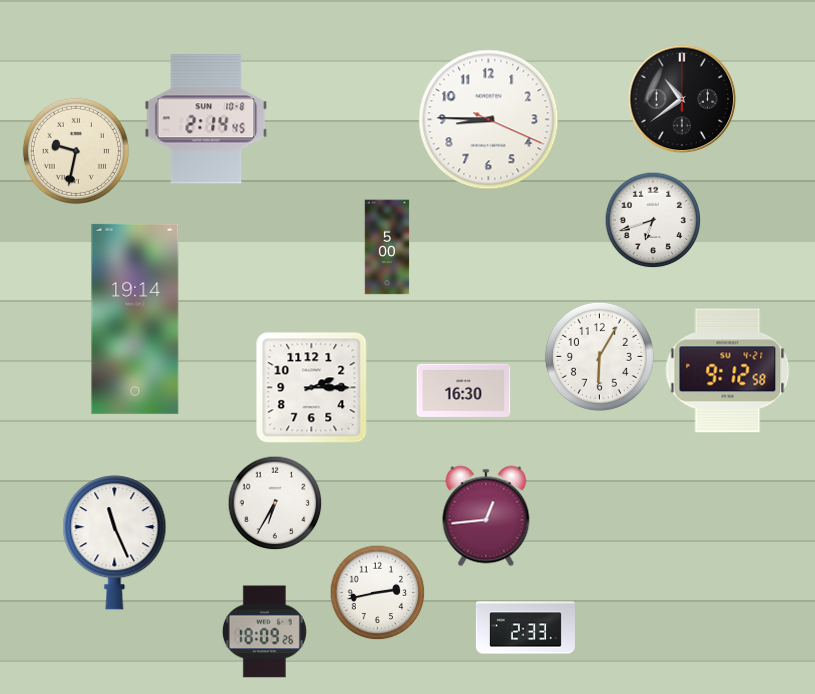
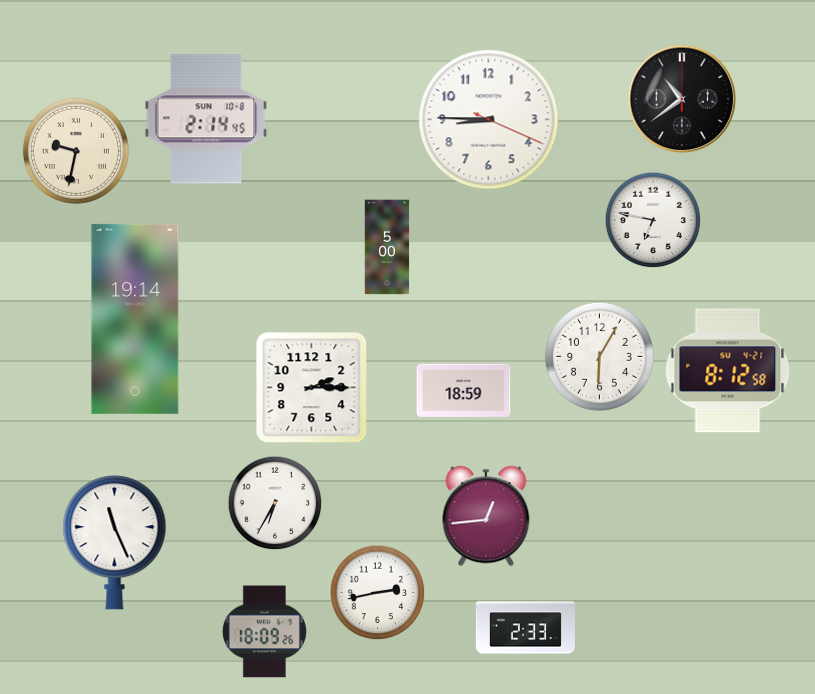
clock at (653, 220): 6:42 -> 6:47
clock at (728, 371): 9:12 -> 8:12
clock at (464, 390): 16:30 -> 18:59
